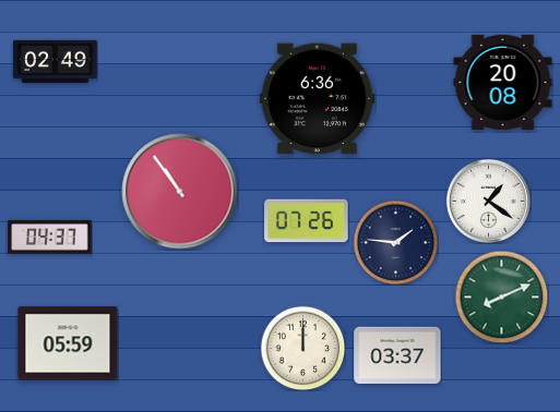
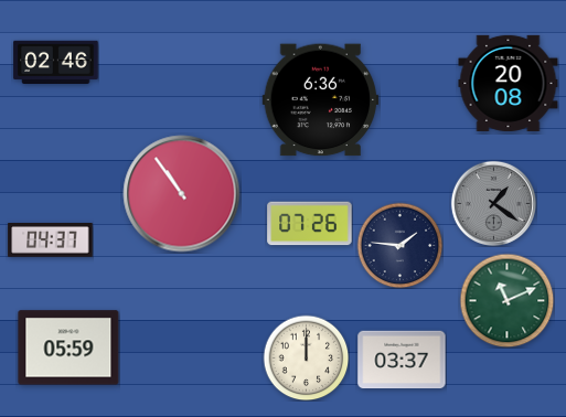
clock at (56, 61): 02:49 -> 02:46
clock at (488, 201) dial: white -> grey
clock at (501, 296): 8:11 -> 11:11
clock at (302, 348) position: (302, 348) -> (306, 357)
